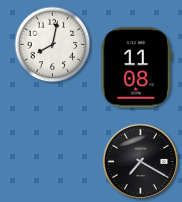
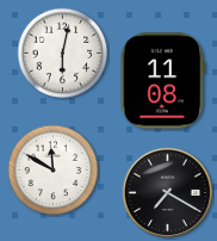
clock at (53, 45): 8:02 -> 6:02
clock at (54, 171): none -> 11:50
